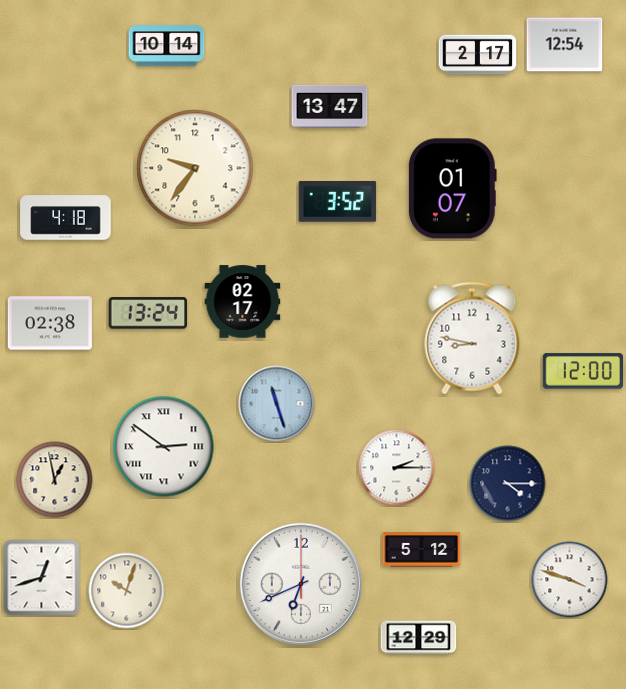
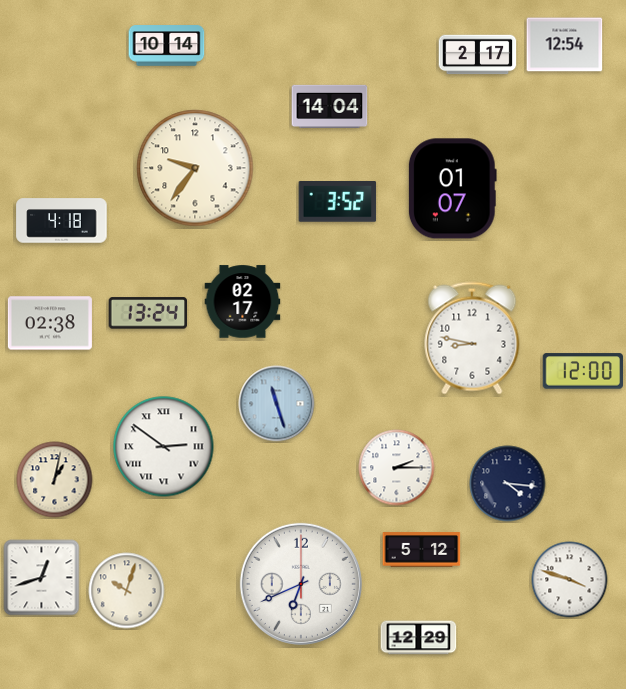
clock at (330, 106): 13:47 -> 14:04
clock at (66, 218) position: (66, 218) -> (62, 221)
clock at (55, 480): 12:58 -> 1:02
clock at (508, 484): 4:15 -> 4:16
